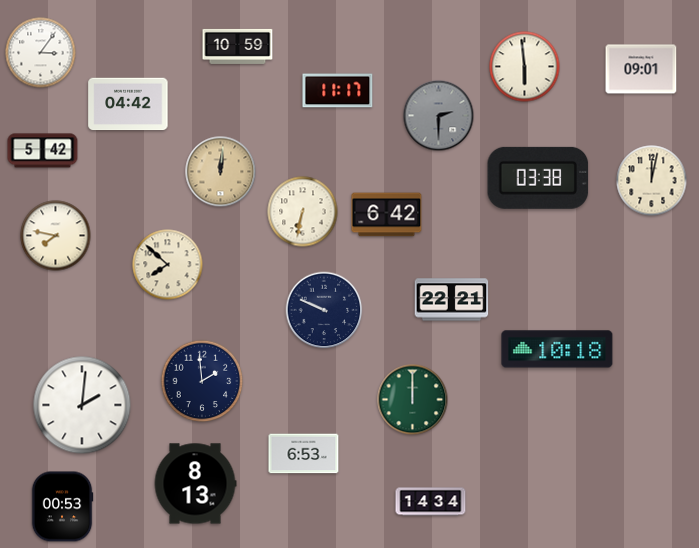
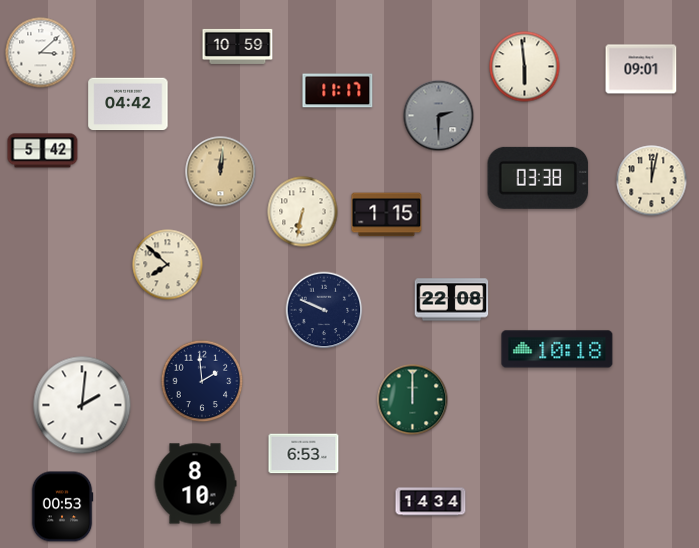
clock at (41, 53): 3:06 -> 3:08
clock at (387, 215): 6:42 -> 1:15
clock at (56, 236): 7:47 -> none
clock at (452, 300): 22:21 -> 22:08
clock at (195, 484): 8:13 -> 8:10
